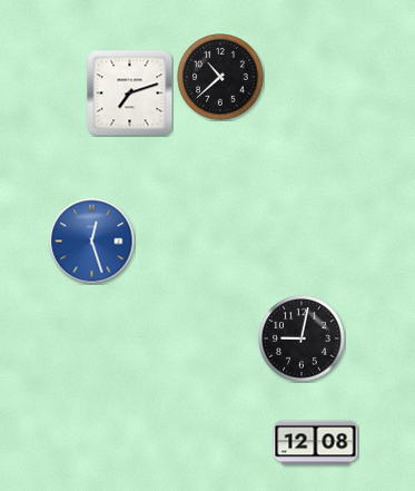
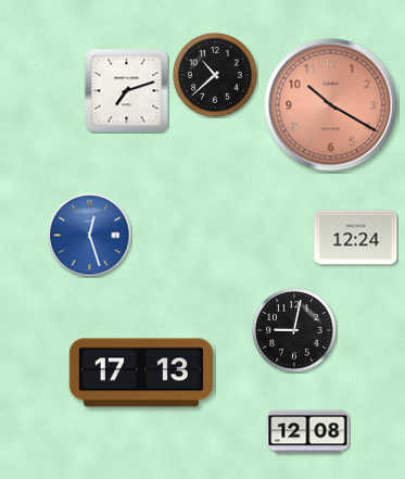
clock at (331, 105): none -> 10:20
clock at (356, 238): none -> 12:24
clock at (141, 373): none -> 17:13
